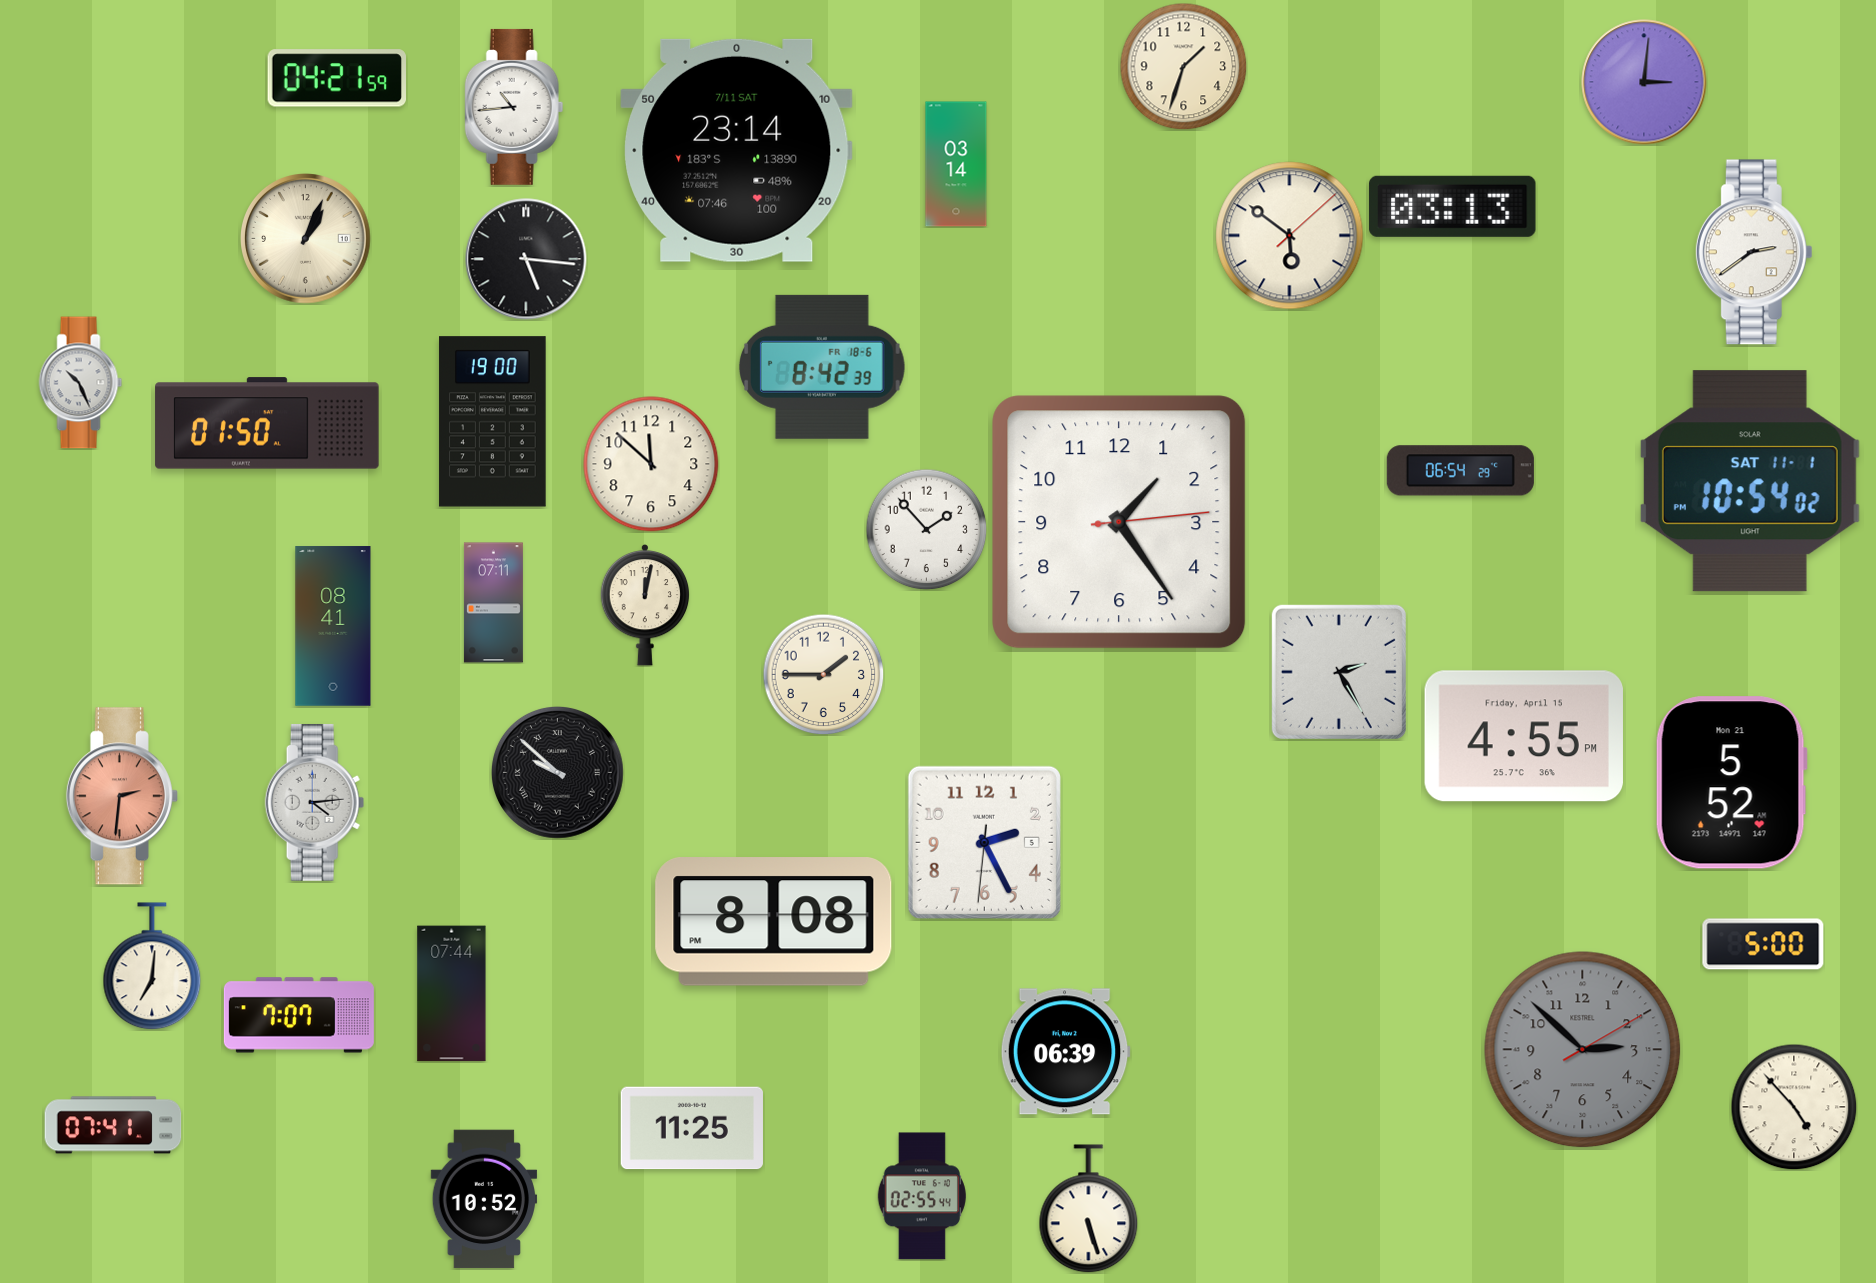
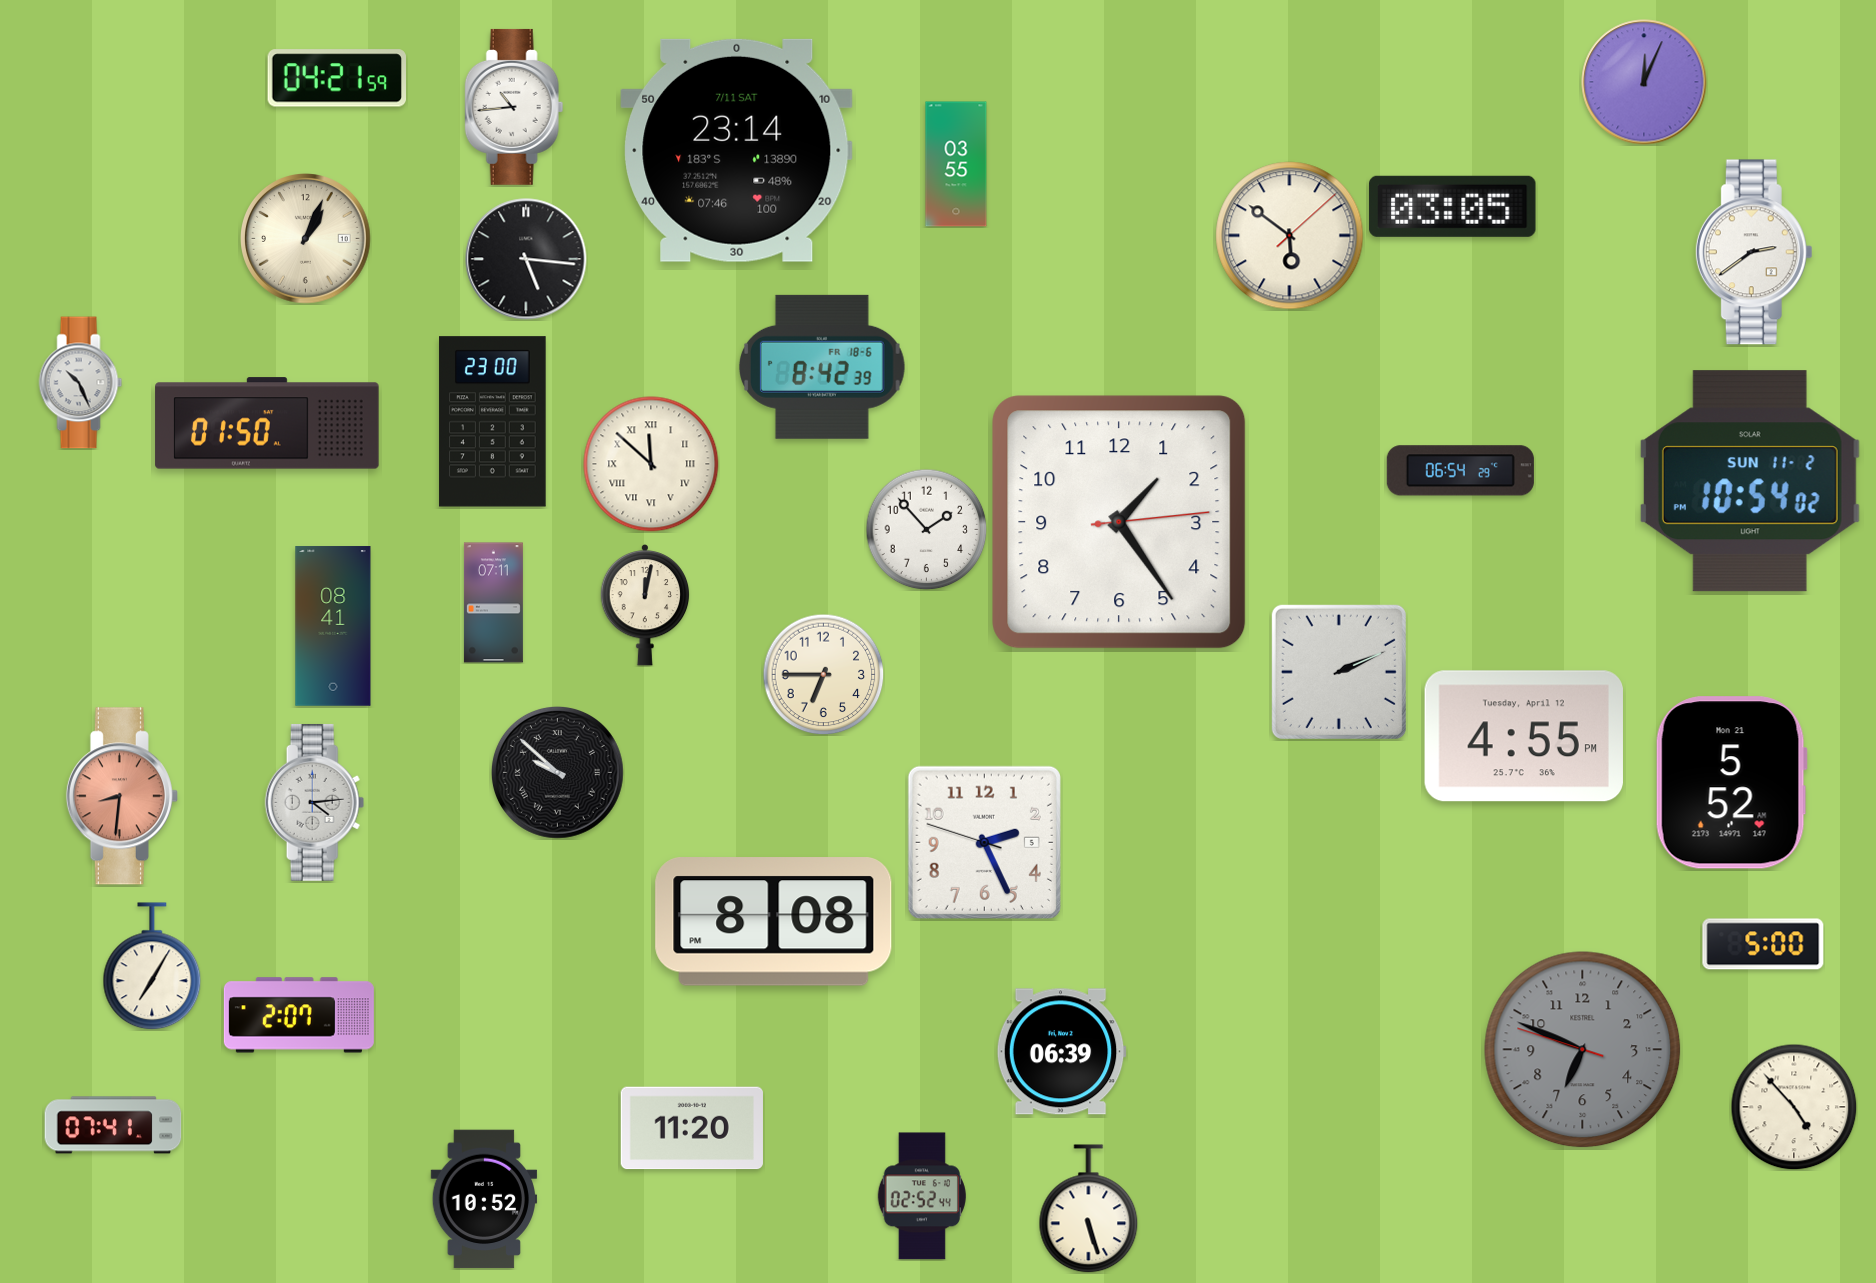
clock at (1183, 66): 1:33 -> none
clock at (1644, 82): 3:01 -> 12:04
clock at (956, 164): 03:14 -> 03:55
clock at (1453, 206): 03:13 -> 03:05
clock at (493, 422): 19:00 -> 23:00
clock at (651, 464) numerals: Arabic -> Roman
clock at (1750, 481) date: SAT 11-1 -> SUN 11-2
clock at (1339, 672): 2:25 -> 2:11
clock at (823, 674): 1:45 -> 6:45
clock at (1524, 736) date: Friday, April 15 -> Tuesday, April 12
clock at (122, 796): 2:31 -> 8:31
clock at (984, 842): 2:25:31 -> 2:25:48
clock at (152, 966): 7:01 -> 7:05
clock at (452, 994): 07:44 -> none
clock at (299, 1015): 7:07 -> 2:07
clock at (1583, 1050): 2:52 -> 6:48
clock at (1065, 1052) position: (1065, 1052) -> (1061, 1052)
clock at (692, 1128): 11:25 -> 11:20
clock at (922, 1196): 02:55 -> 02:52
